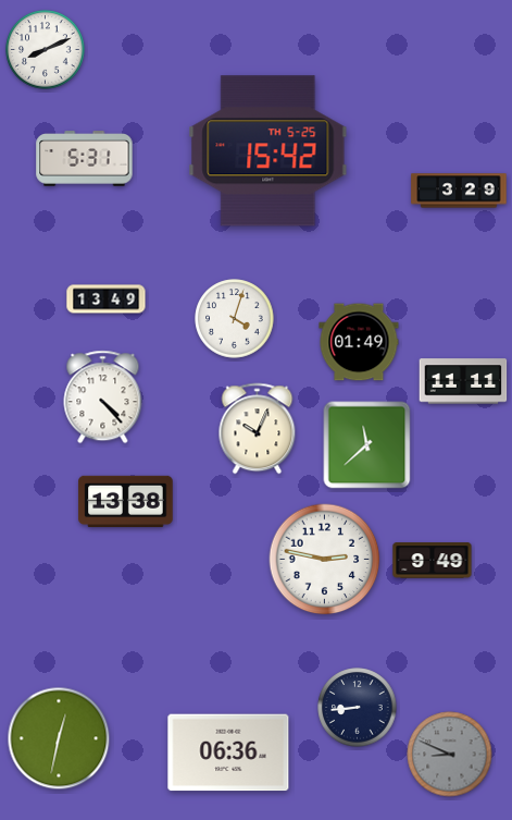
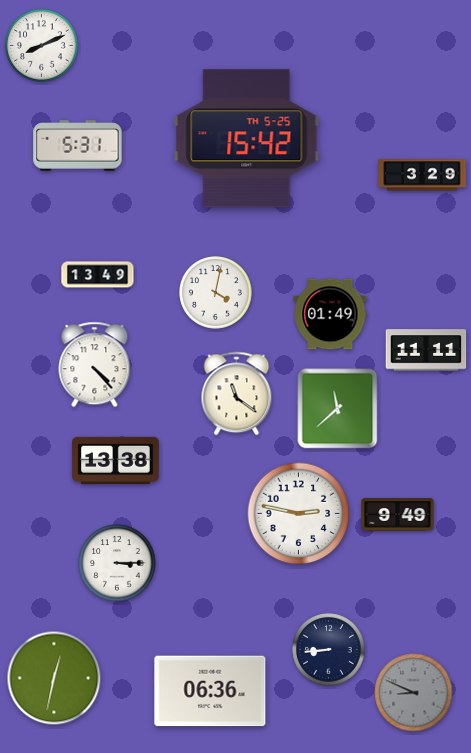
clock at (235, 319): 4:03 -> 4:02
clock at (258, 429): 10:04 -> 11:21
clock at (117, 563): none -> 3:15
